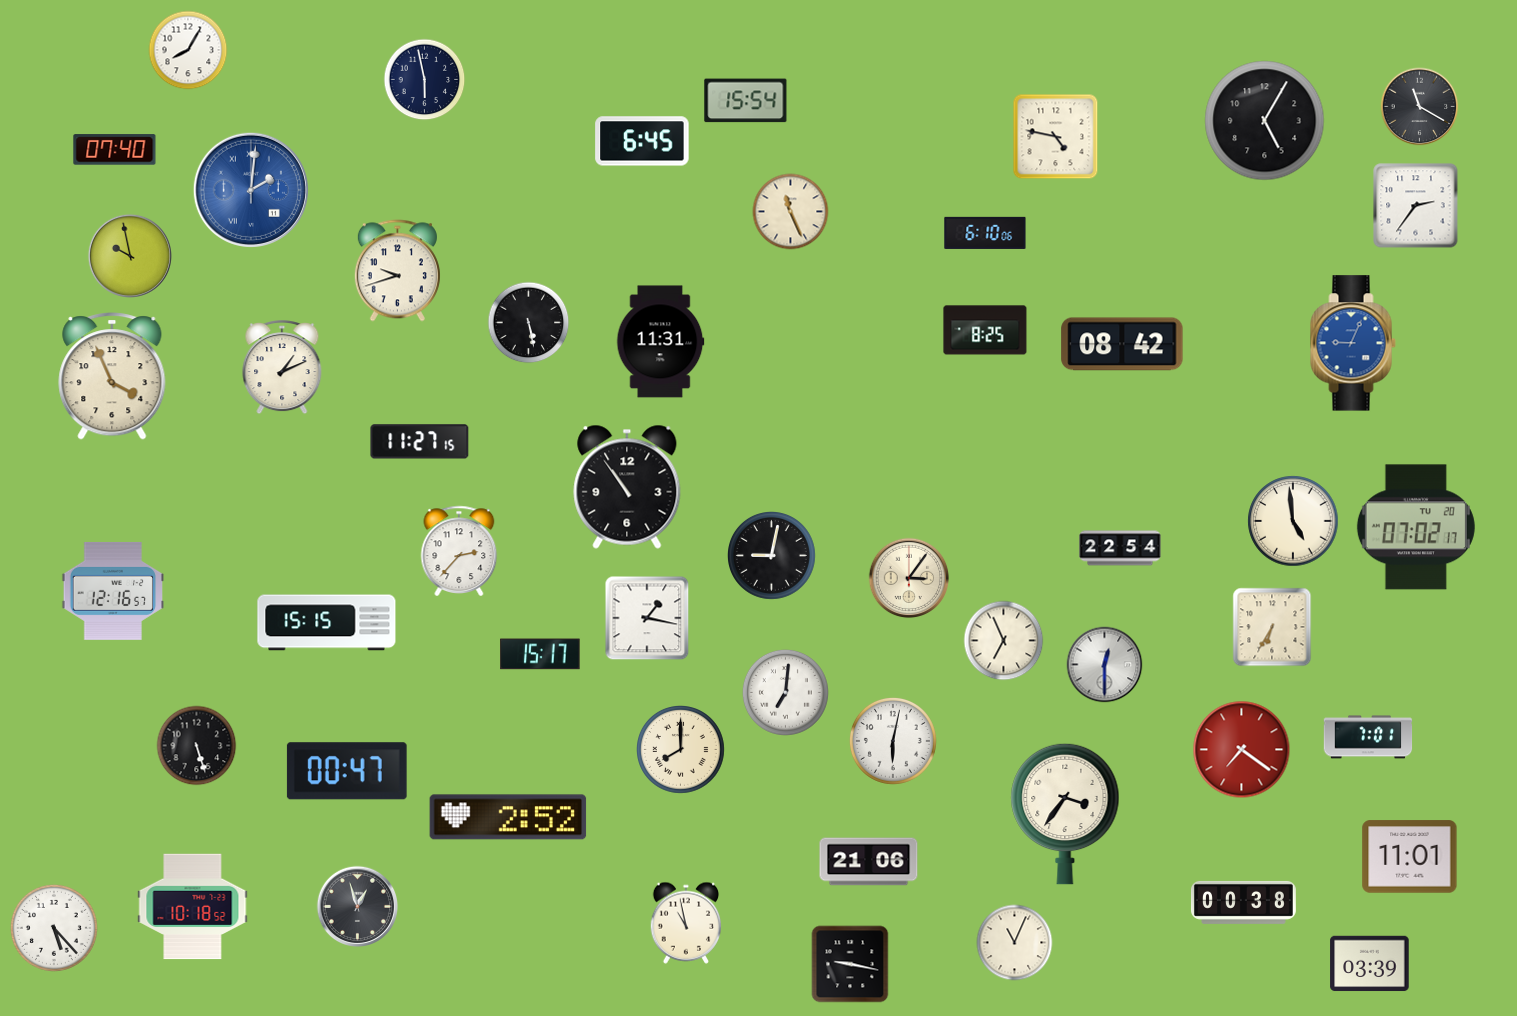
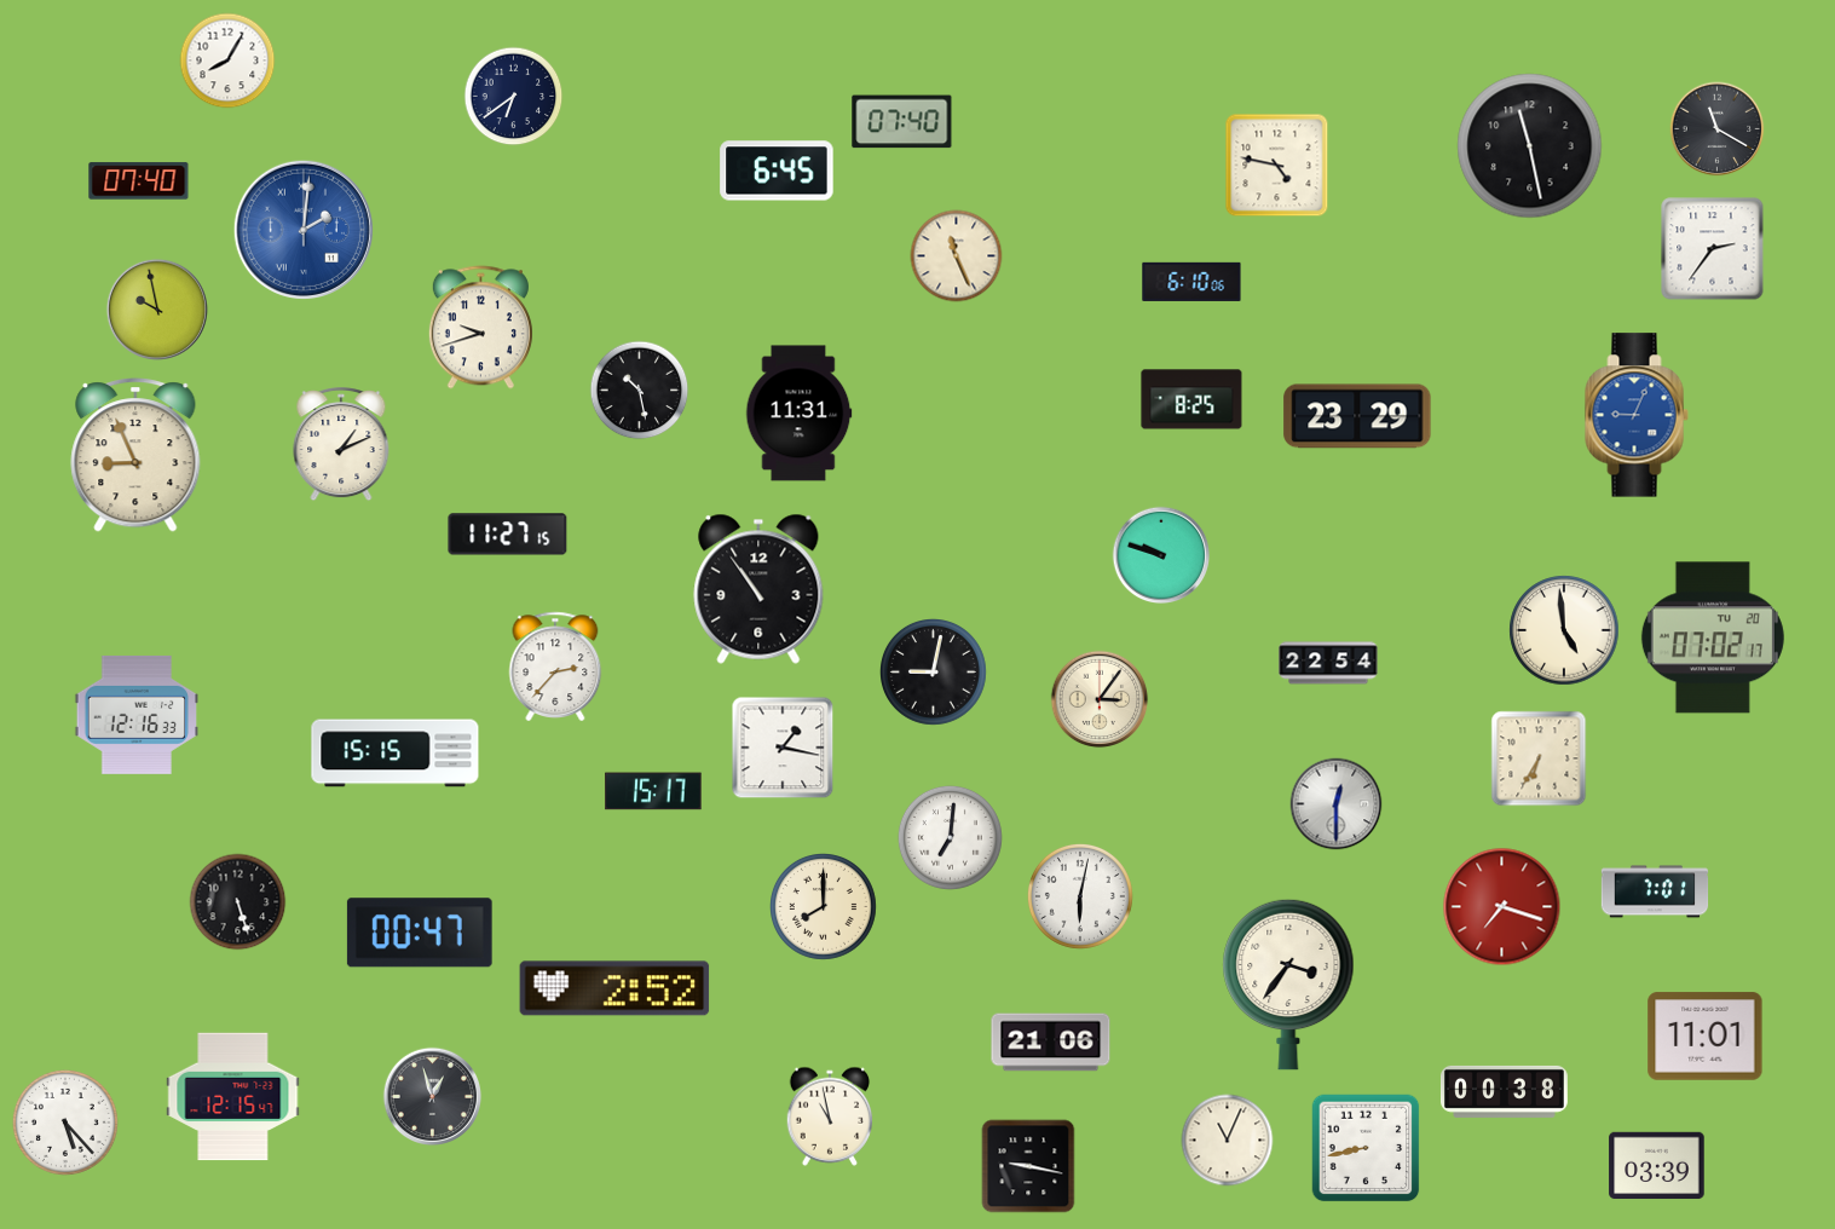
clock at (425, 80): 5:58 -> 6:39
clock at (746, 101): 15:54 -> 07:40
clock at (1265, 121): 5:05 -> 11:28
clock at (529, 323): 5:28 -> 10:28
clock at (1122, 344): 08:42 -> 23:29
clock at (112, 376): 3:56 -> 8:56
clock at (1161, 555): none -> 9:48
clock at (1120, 548) position: (1120, 548) -> (1328, 663)
clock at (112, 591): 12:16:57 -> 12:16:33
clock at (1004, 641): 6:56 -> none
clock at (1242, 750): 7:21 -> 7:18
clock at (193, 907): 10:18 -> 12:15
clock at (1366, 1148): none -> 8:43
